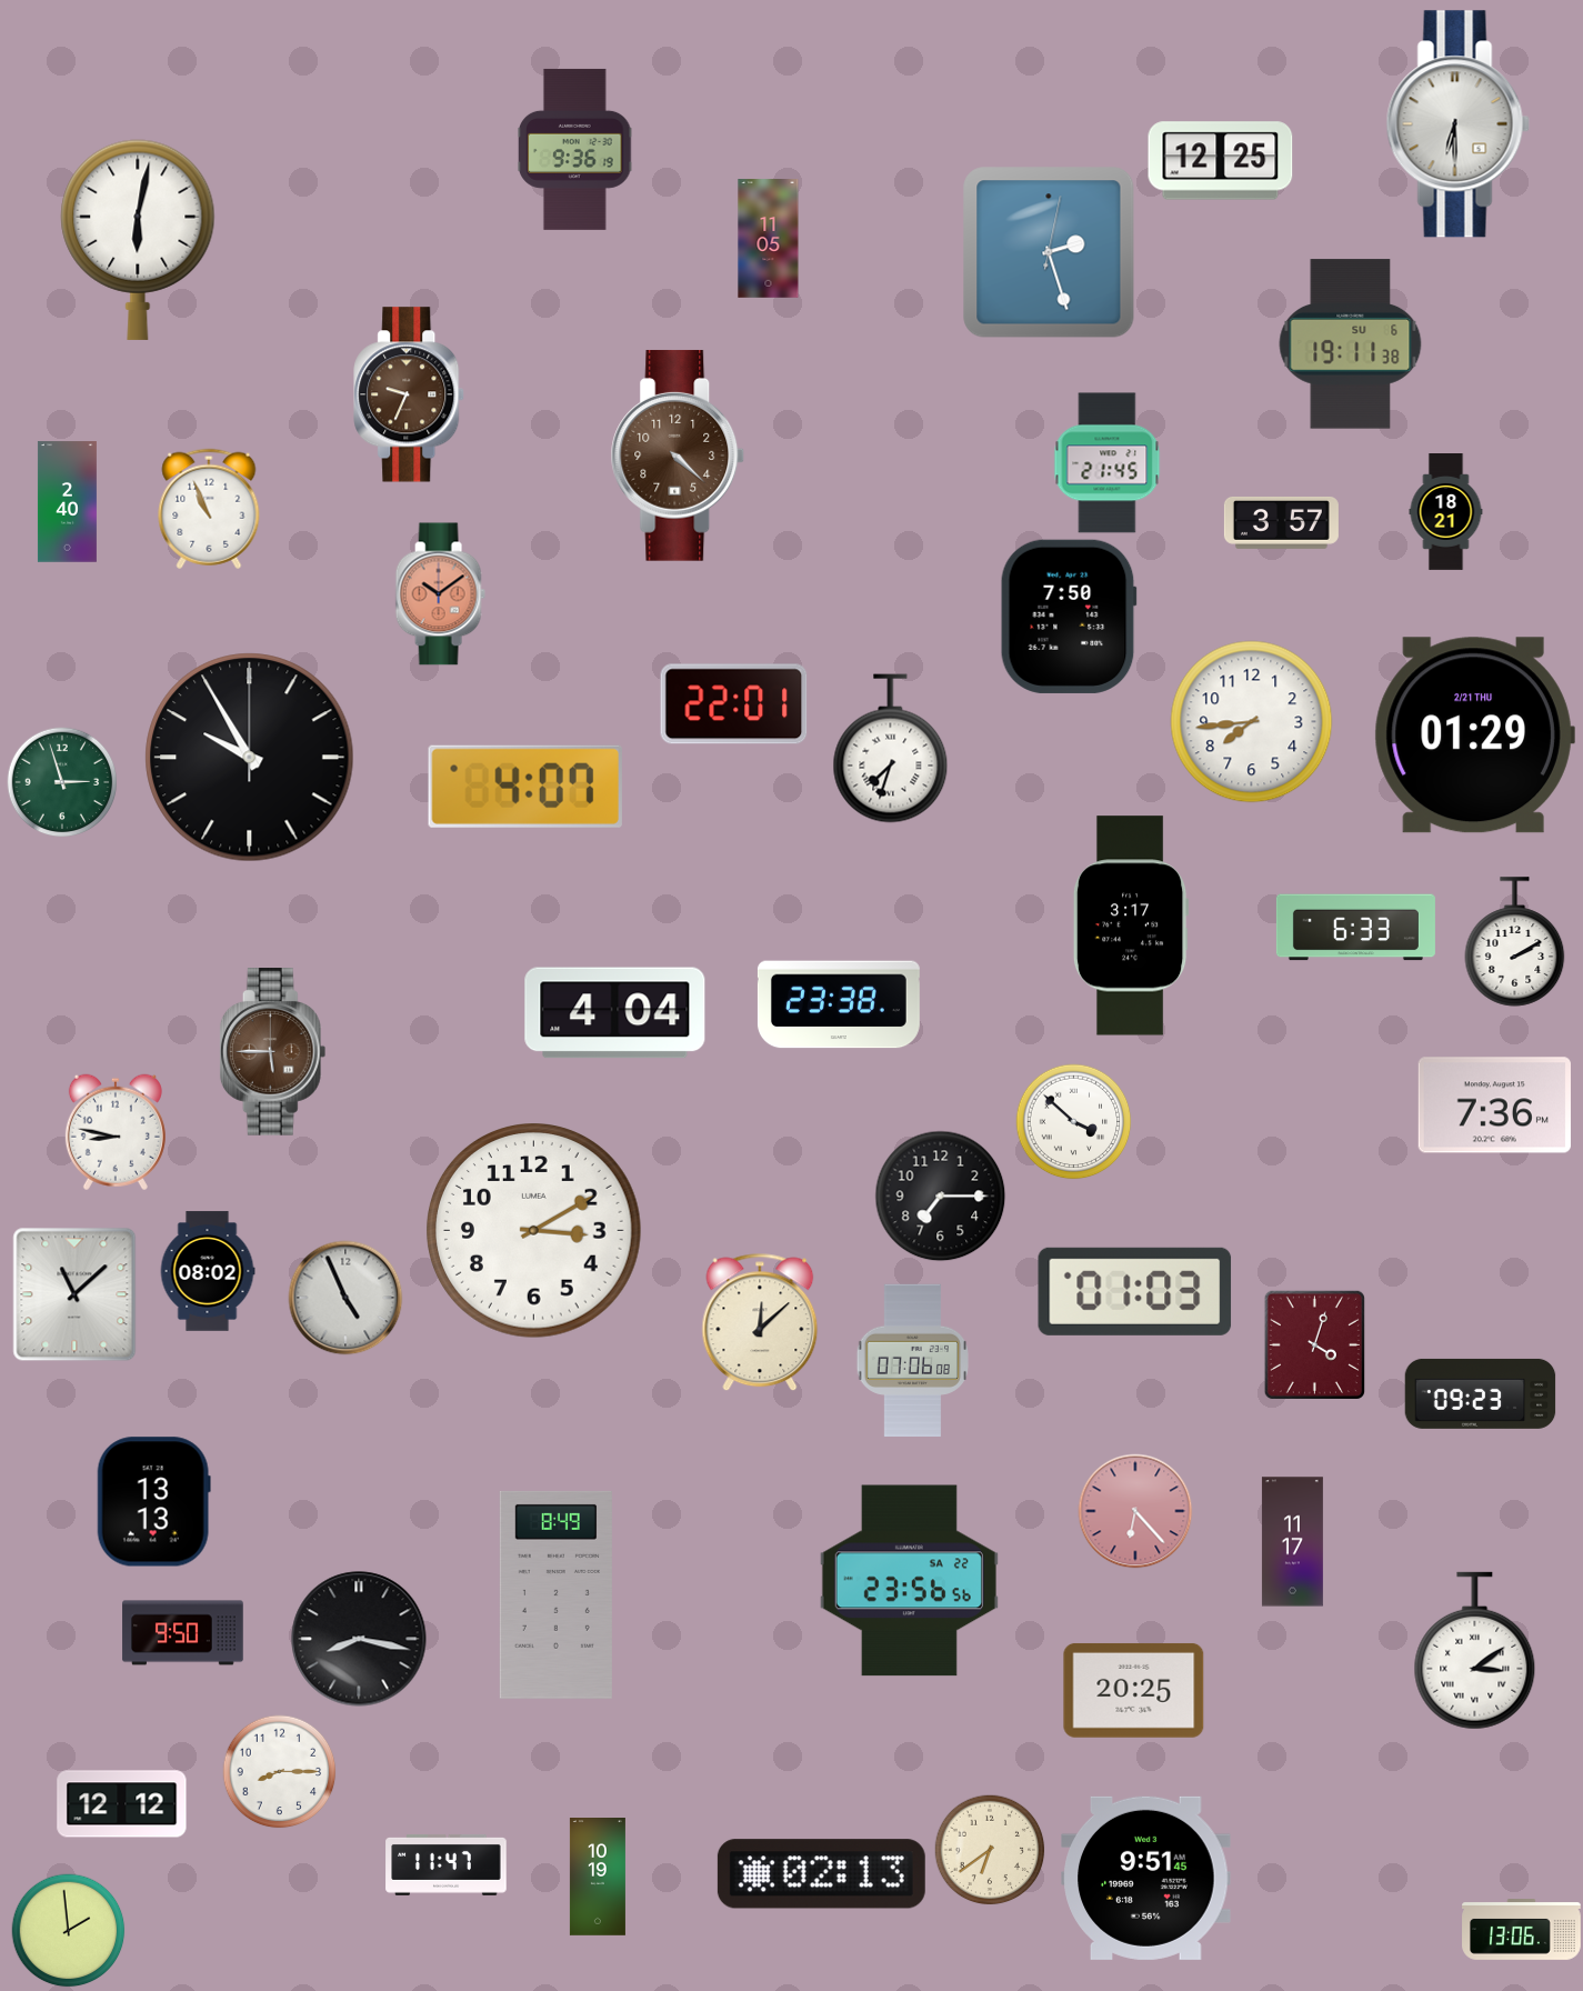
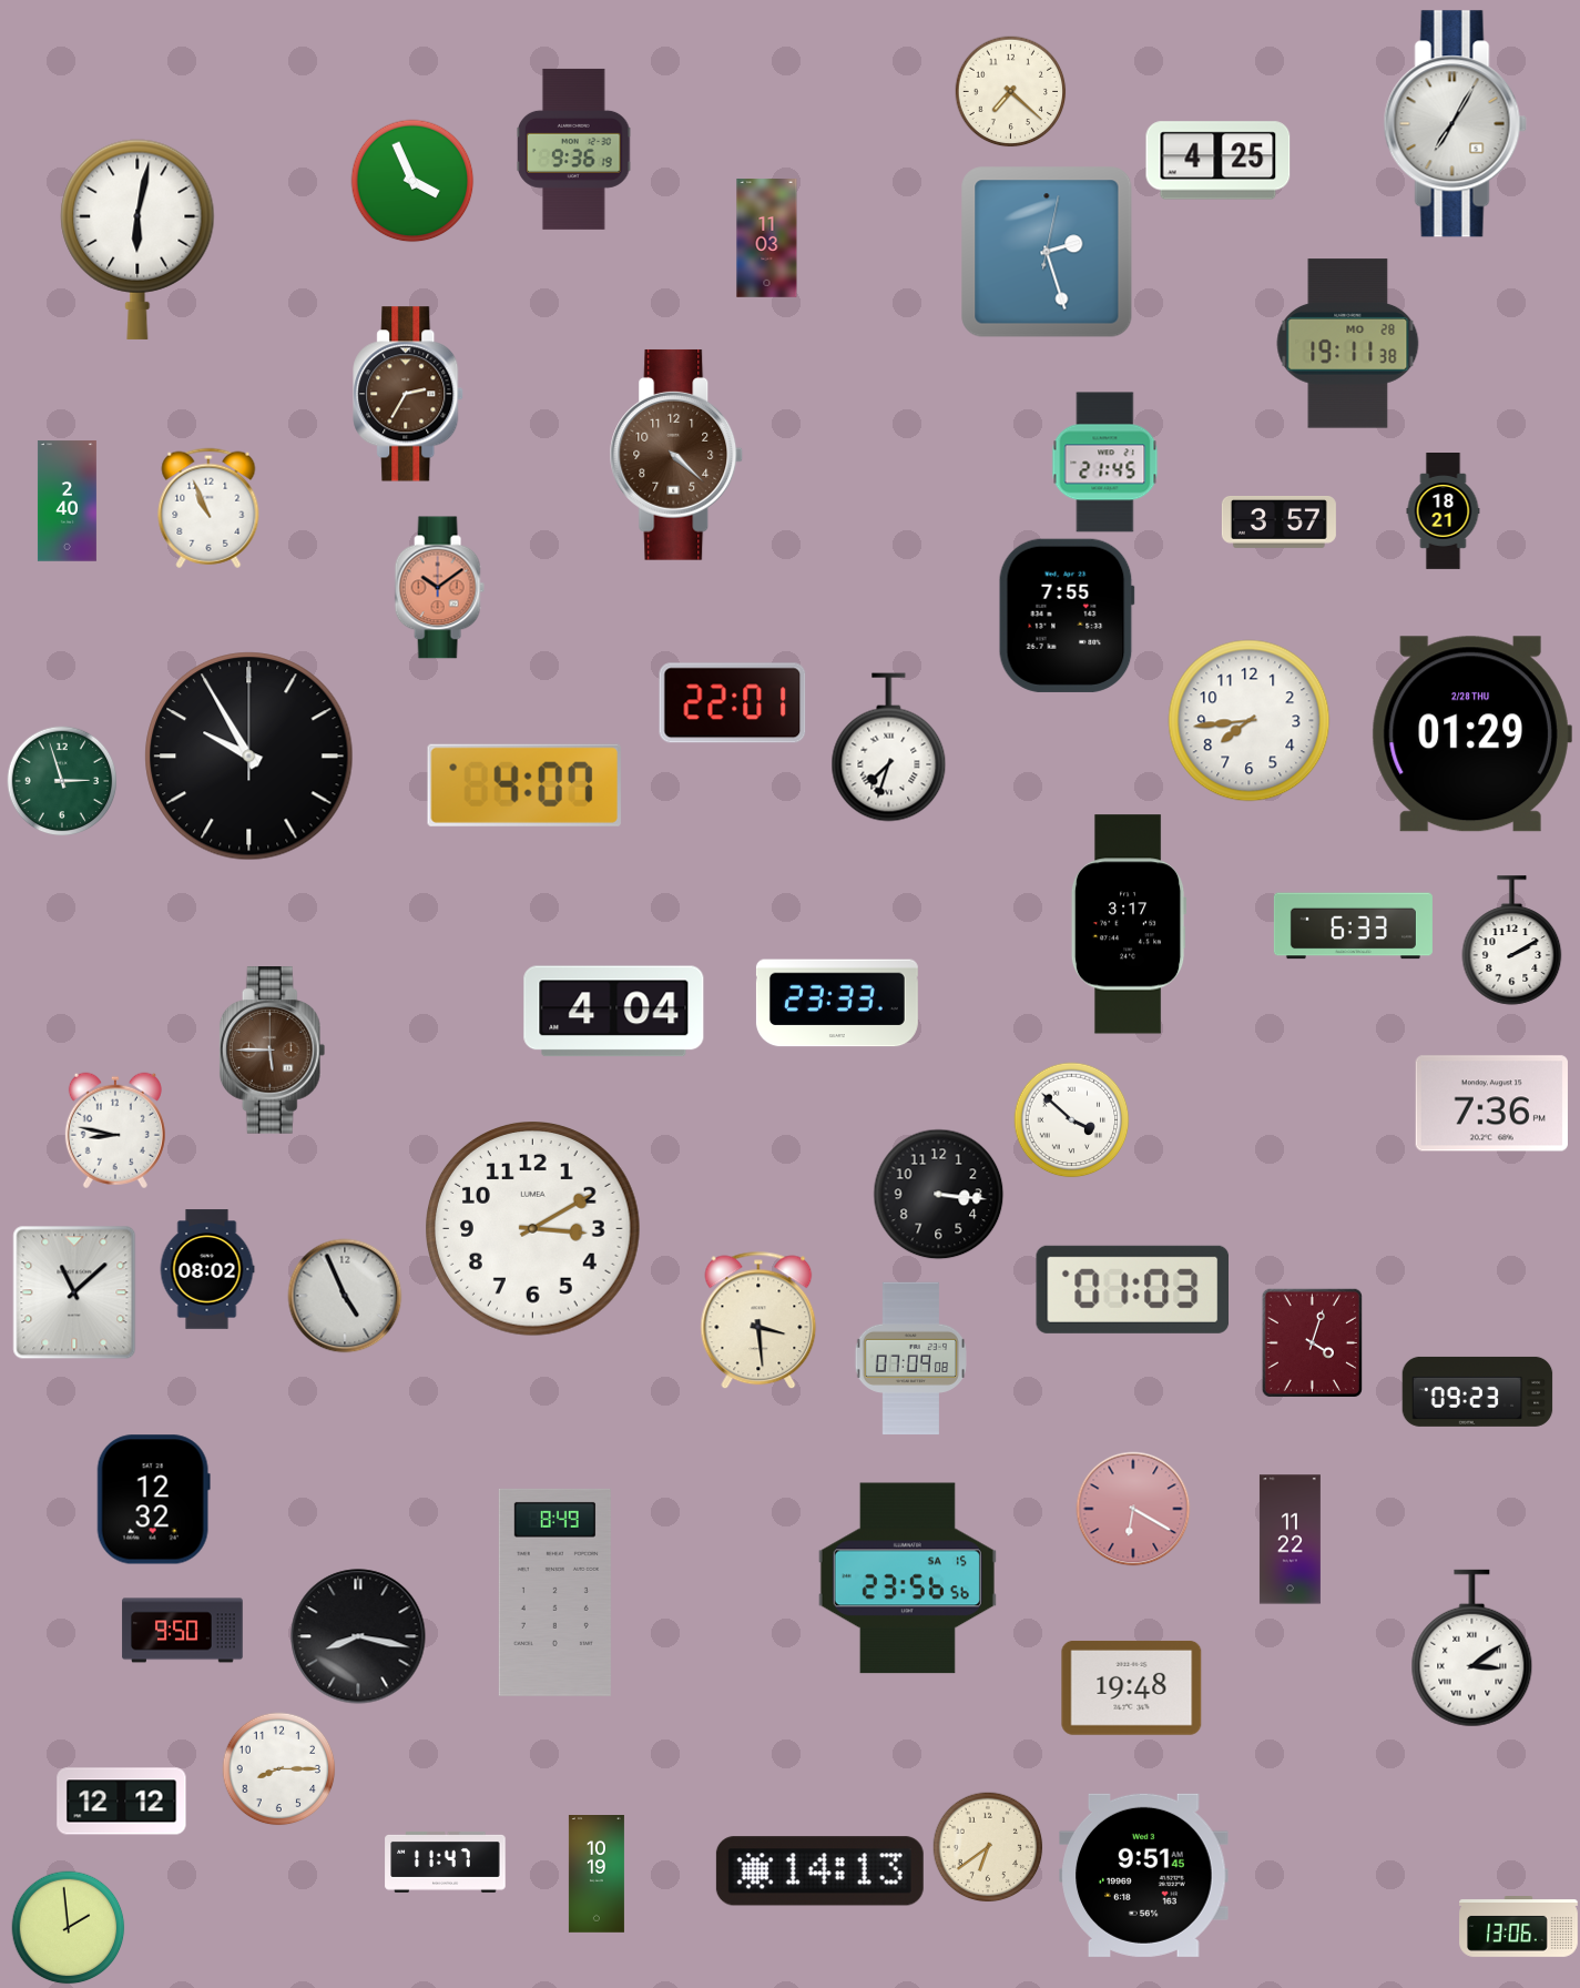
clock at (1011, 92): none -> 7:22
clock at (1457, 124): 6:30 -> 7:05
clock at (1221, 161): 12:25 -> 4:25
clock at (412, 181): none -> 3:56
clock at (769, 239): 11:05 -> 11:03
clock at (1351, 344) date: SU 6 -> MO 28
clock at (410, 394): 9:34 -> 2:35
clock at (440, 594) position: (440, 594) -> (439, 588)
clock at (1069, 617): 7:50 -> 7:55
clock at (1474, 736) date: 2/21 THU -> 2/28 THU
clock at (839, 1004): 23:38 -> 23:33
clock at (941, 1197): 7:15 -> 3:16
clock at (760, 1322): 12:08 -> 3:29
clock at (912, 1361): 07:06 -> 07:09
clock at (153, 1502): 13:13 -> 12:32
clock at (1135, 1511): 6:23 -> 6:20
clock at (1292, 1542): 11:17 -> 11:22
clock at (909, 1581) date: SA 22 -> SA 15
clock at (1134, 1690): 20:25 -> 19:48
clock at (821, 1874): 02:13 -> 14:13
